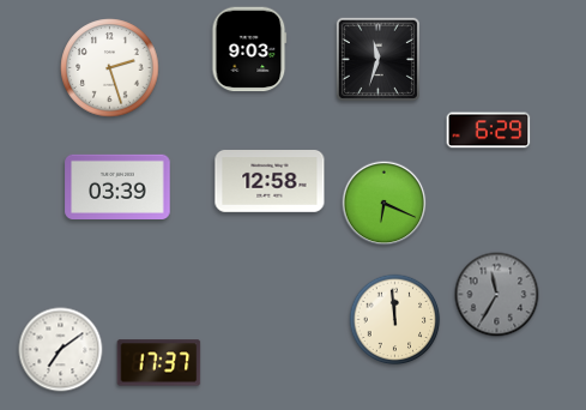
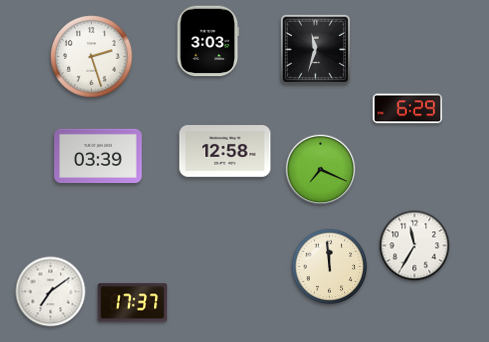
clock at (249, 49): 9:03 -> 3:03
clock at (385, 204): 6:19 -> 7:19
clock at (497, 295) dial: grey -> white
